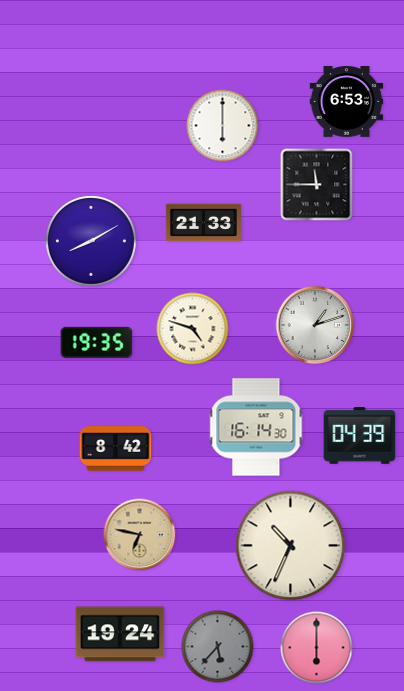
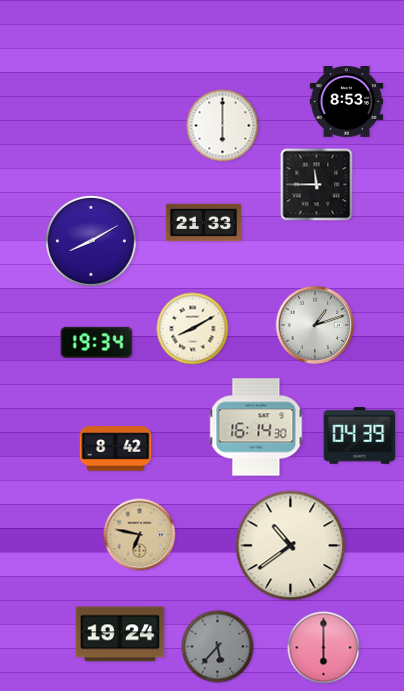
clock at (347, 102): 6:53 -> 8:53
clock at (193, 329): 4:48 -> 8:10
clock at (97, 342): 19:35 -> 19:34
clock at (291, 546): 10:34 -> 10:39
clock at (317, 648) position: (317, 648) -> (324, 648)
